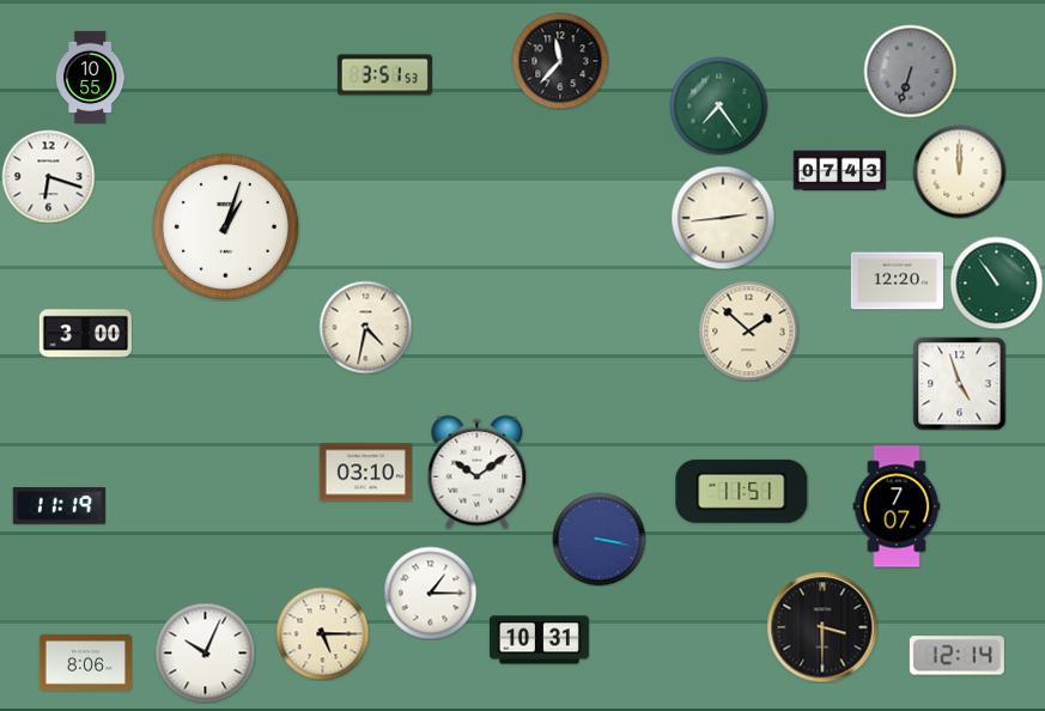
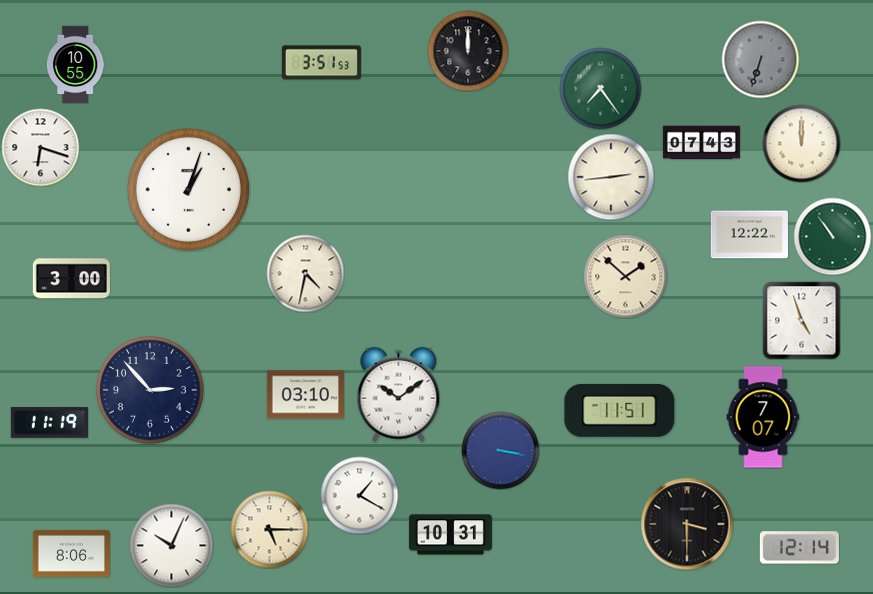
clock at (560, 61): 11:37 -> 12:00
clock at (723, 218) position: (723, 218) -> (611, 177)
clock at (897, 281): 12:20 -> 12:22
clock at (150, 390): none -> 2:53
clock at (897, 506) position: (897, 506) -> (763, 417)
clock at (430, 592): 1:15 -> 1:20
